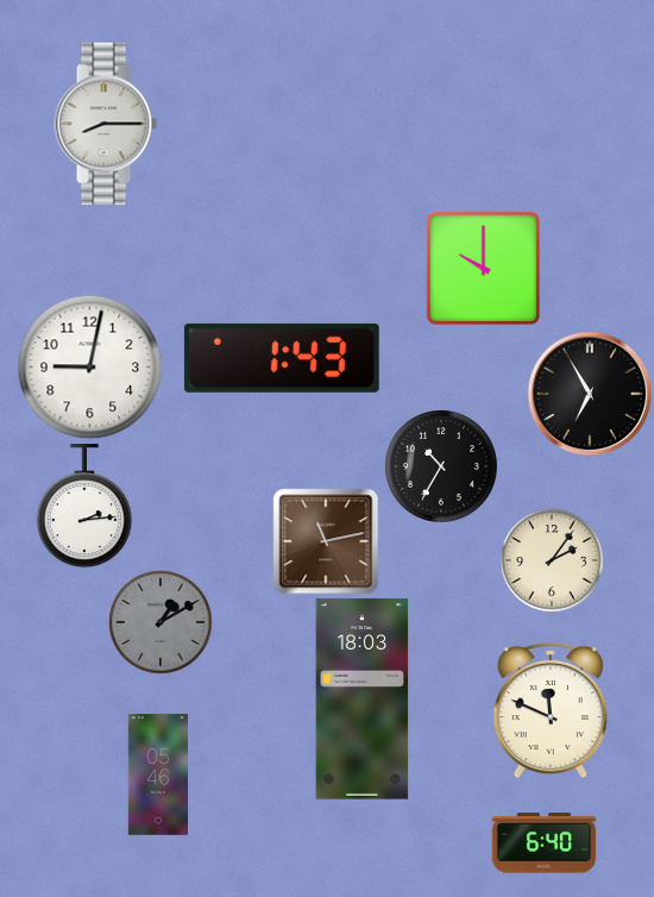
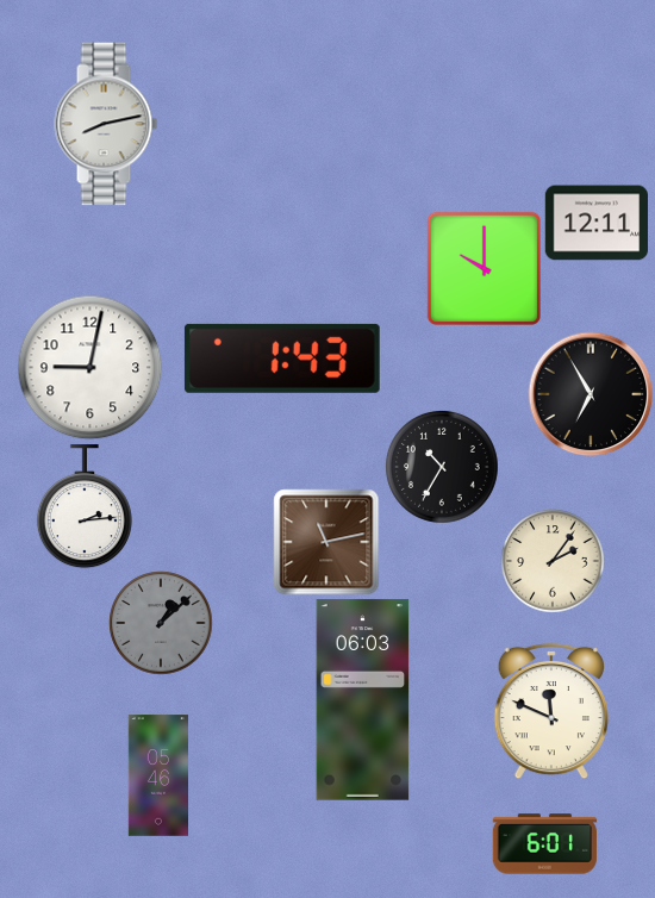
clock at (106, 124): 8:15 -> 8:13
clock at (595, 223): none -> 12:11
clock at (161, 622): 1:10 -> 1:08
clock at (363, 700): 18:03 -> 06:03
clock at (543, 843): 6:40 -> 6:01
